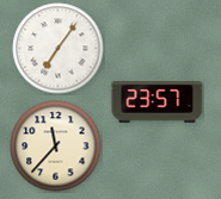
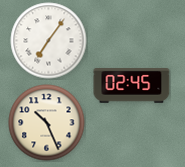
clock at (158, 102): 23:57 -> 02:45
clock at (56, 147): 11:37 -> 10:26
